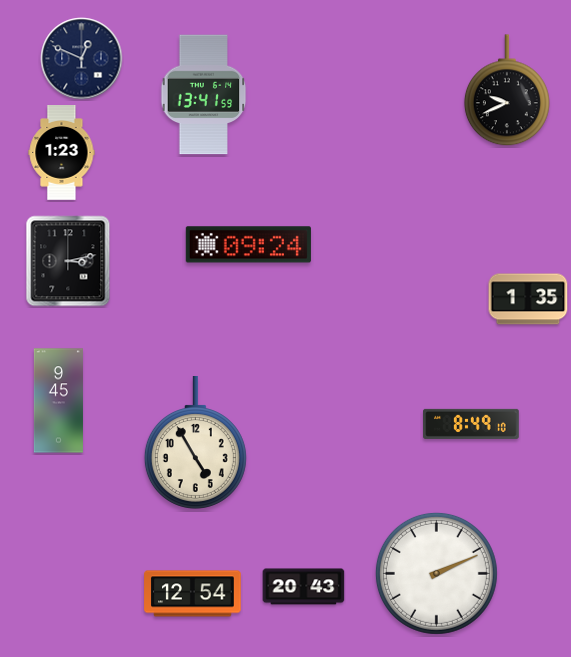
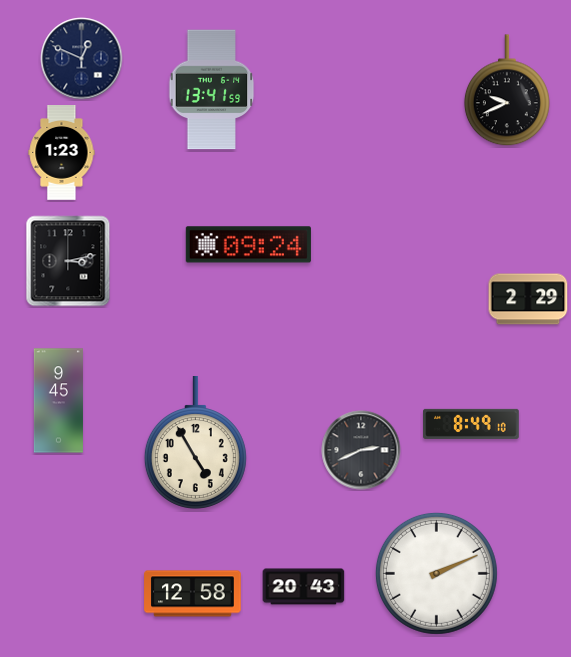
clock at (204, 95) position: (204, 95) -> (212, 90)
clock at (528, 299): 1:35 -> 2:29
clock at (361, 450): none -> 2:41
clock at (193, 594): 12:54 -> 12:58
